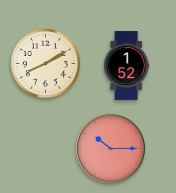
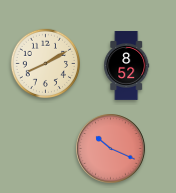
clock at (127, 66): 1:52 -> 8:52
clock at (111, 149): 10:15 -> 10:19
